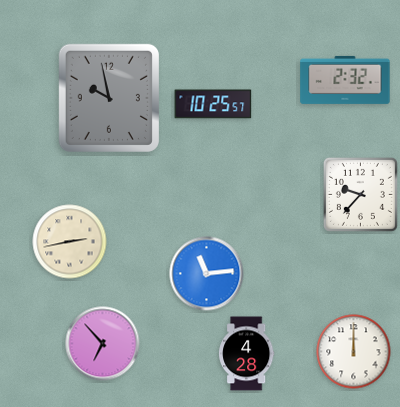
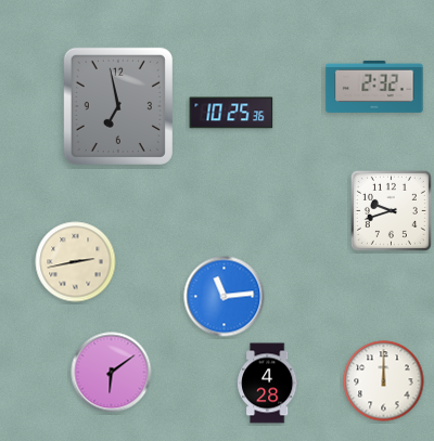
clock at (109, 98): 9:58 -> 6:58
clock at (213, 104): 10:25:57 -> 10:25:36
clock at (360, 194): 9:37 -> 9:42
clock at (103, 344): 6:53 -> 6:09
